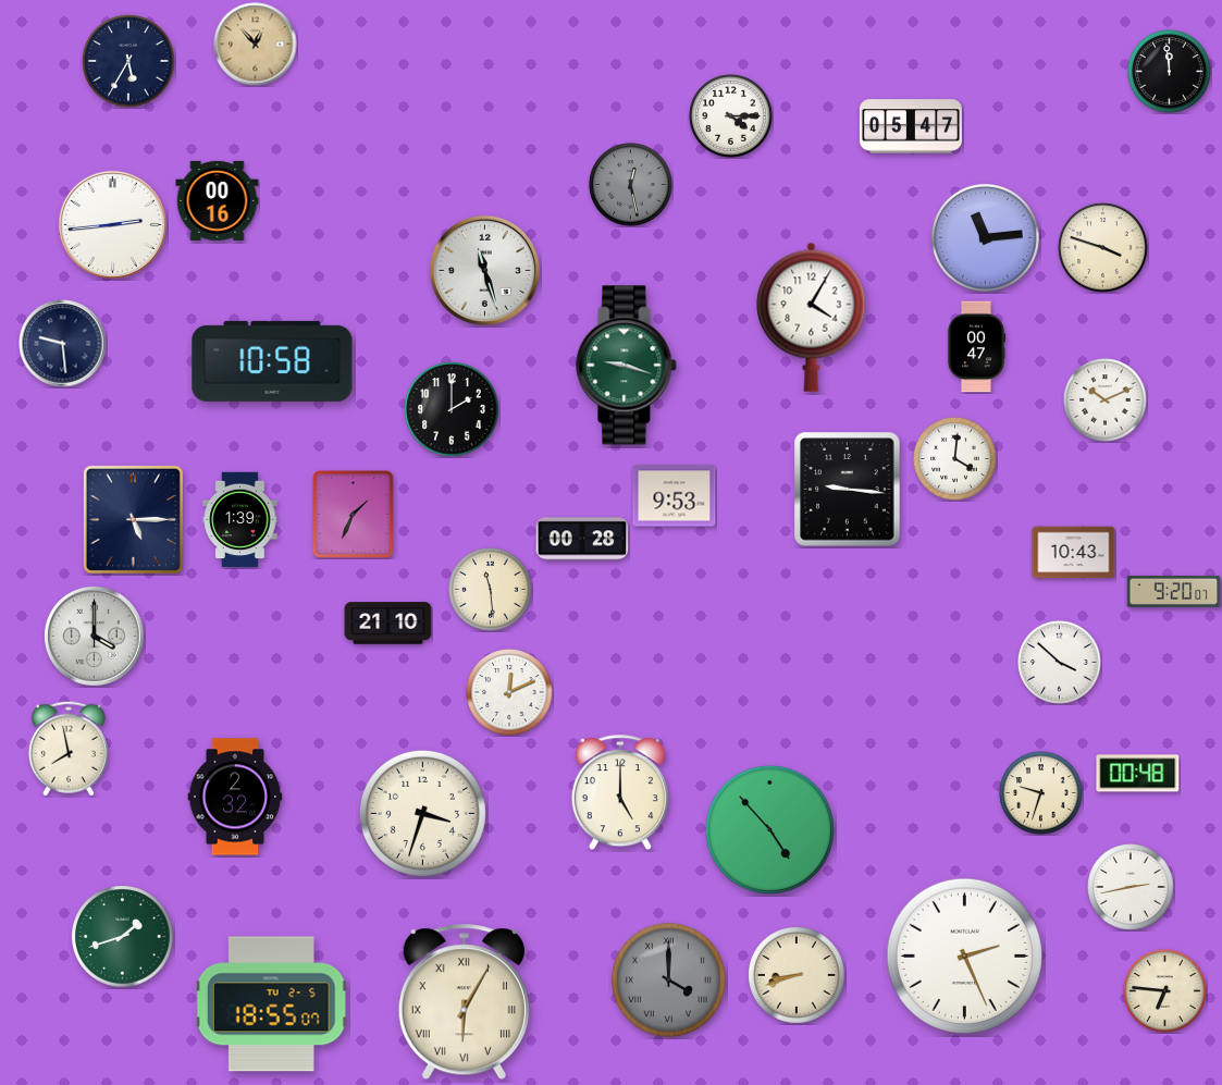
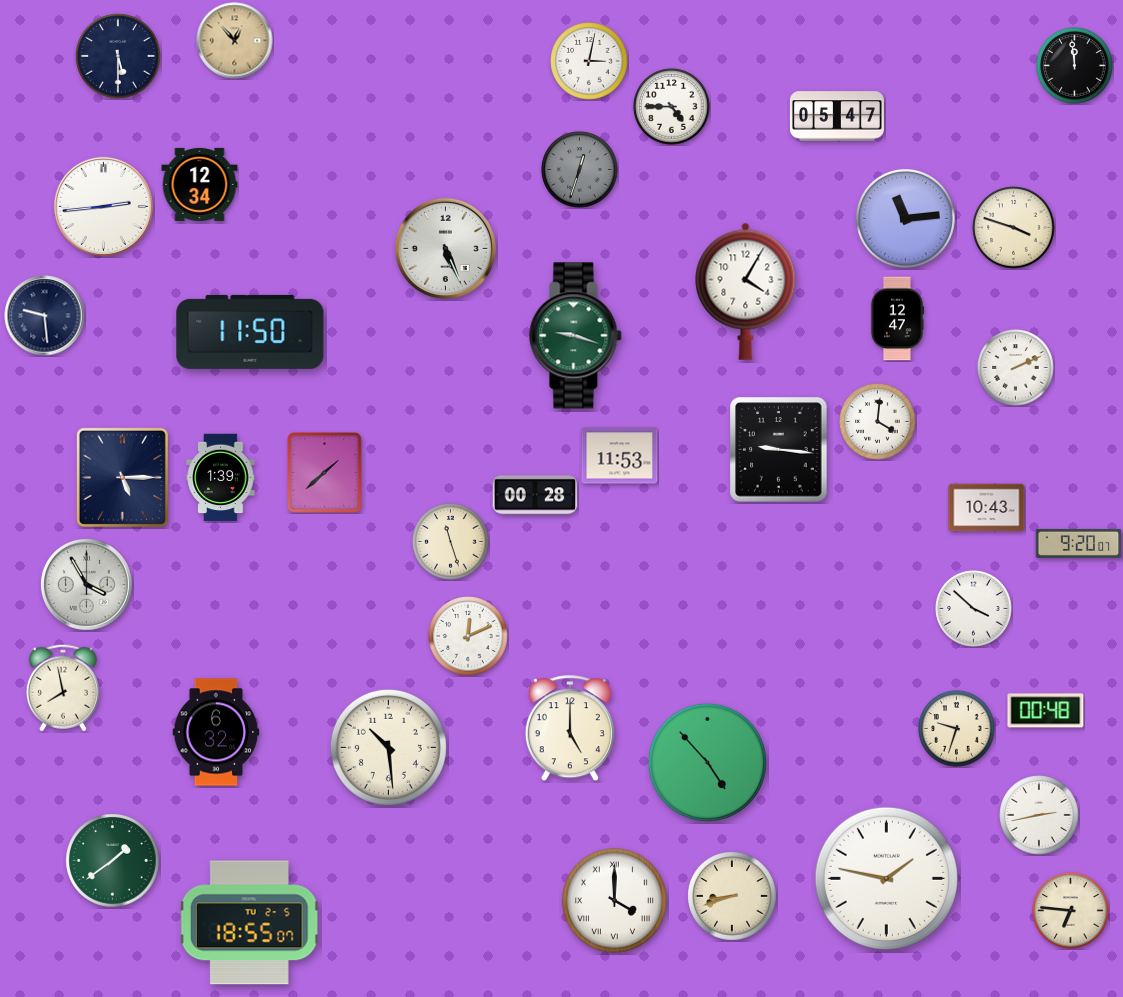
clock at (128, 61): 5:35 -> 5:30
clock at (589, 61): none -> 3:02
clock at (731, 116): 4:15 -> 4:45
clock at (631, 185): 12:28 -> 12:33
clock at (218, 200): 00:16 -> 12:34
clock at (484, 270): 11:27 -> 5:26
clock at (63, 344) position: (63, 344) -> (45, 316)
clock at (976, 347): 00:47 -> 12:47
clock at (272, 361): 10:58 -> 11:50
clock at (1106, 400): 10:11 -> 2:11
clock at (452, 409): 2:00 -> none
clock at (675, 496): 9:53 -> 11:53
clock at (354, 515): 1:34 -> 1:38
clock at (491, 590): 11:29 -> 11:27
clock at (388, 624): 21:10 -> none
clock at (94, 636): 4:00 -> 3:55
clock at (235, 797): 2:32 -> 6:32
clock at (422, 813): 3:33 -> 10:29
clock at (123, 937): 1:42 -> 1:39
clock at (964, 955): 2:26 -> 1:47
clock at (668, 979) dial: grey -> white
clock at (464, 1002): 6:05 -> none
